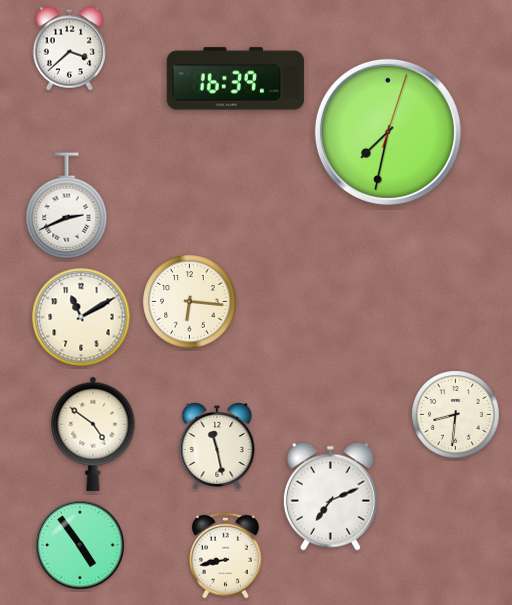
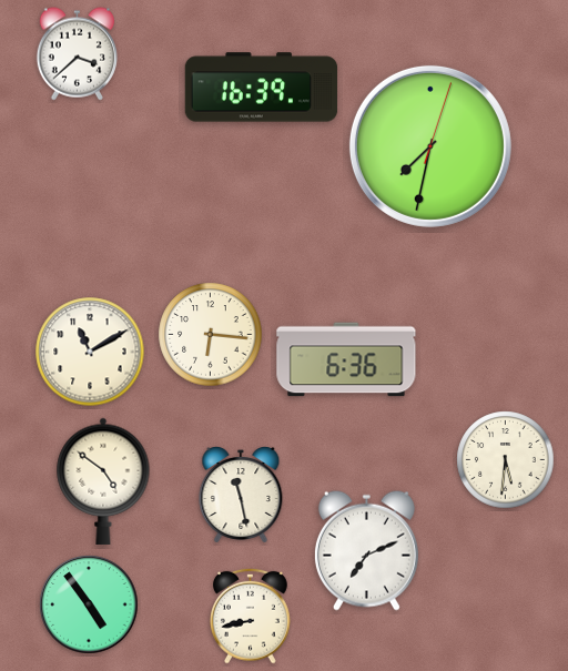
clock at (67, 206): 2:41 -> none
clock at (346, 359): none -> 6:36
clock at (456, 415): 8:31 -> 5:31
